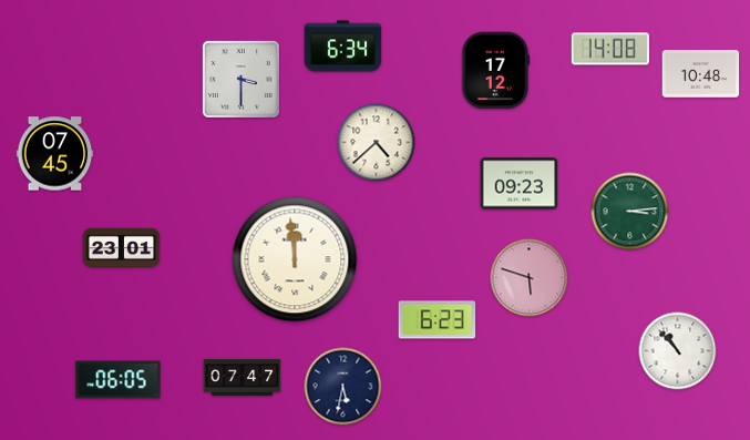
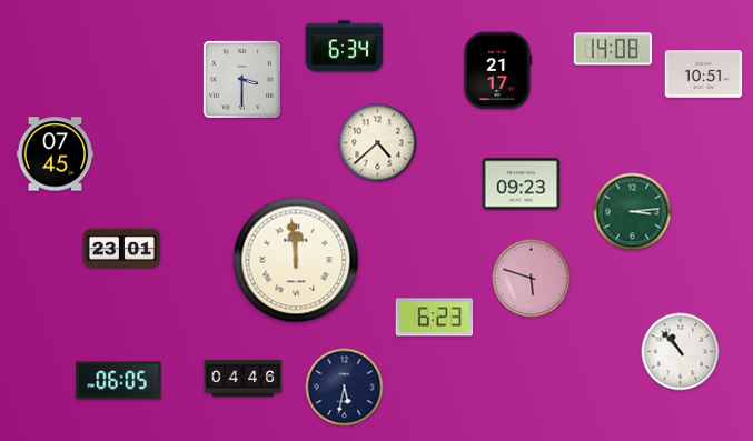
clock at (495, 71): 17:12 -> 21:17
clock at (701, 74): 10:48 -> 10:51
clock at (438, 320) position: (438, 320) -> (435, 318)
clock at (243, 377): 07:47 -> 04:46
